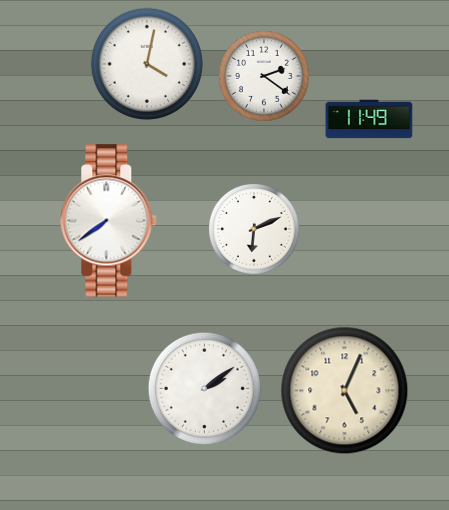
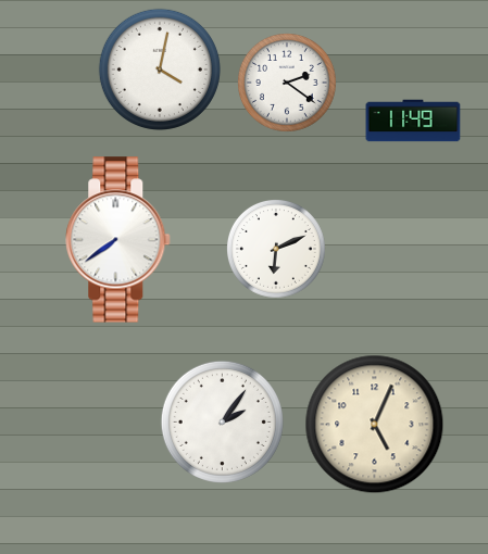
clock at (369, 119) position: (369, 119) -> (413, 121)
clock at (204, 388): 2:09 -> 2:06
